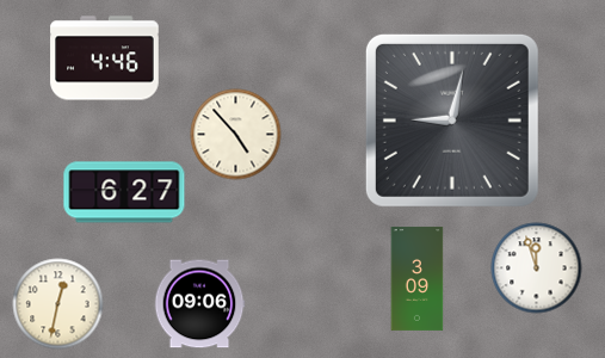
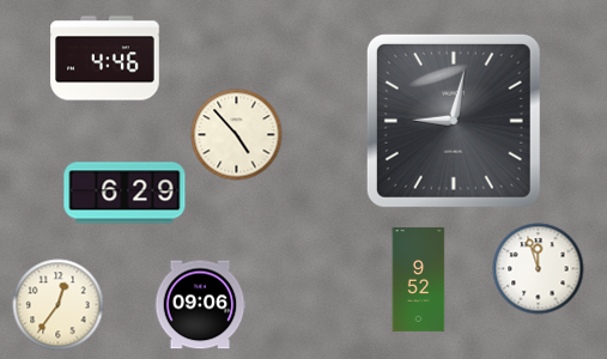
clock at (124, 192): 6:27 -> 6:29
clock at (418, 278): 3:09 -> 9:52
clock at (58, 304): 12:32 -> 12:36
